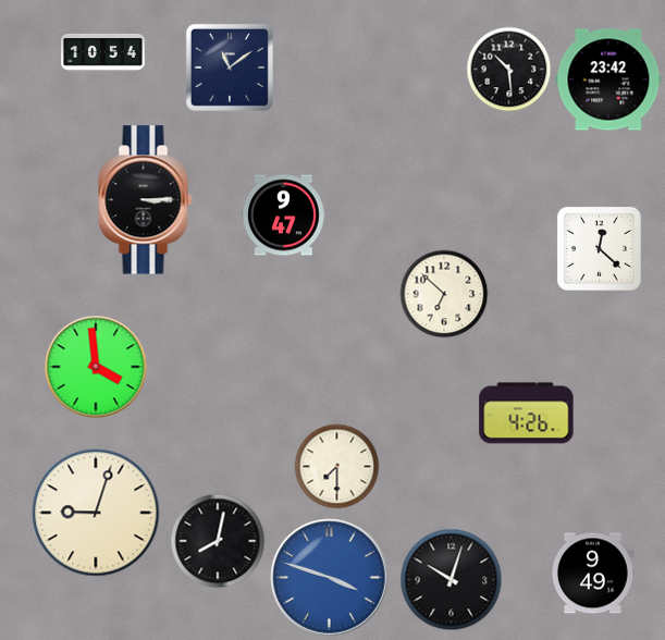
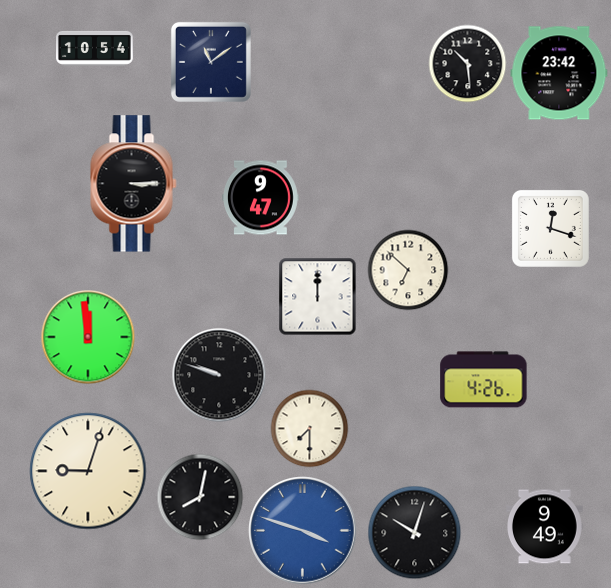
clock at (599, 248): 12:22 -> 12:18
clock at (317, 296): none -> 12:00
clock at (96, 367): 3:59 -> 11:59
clock at (219, 375): none -> 9:48
